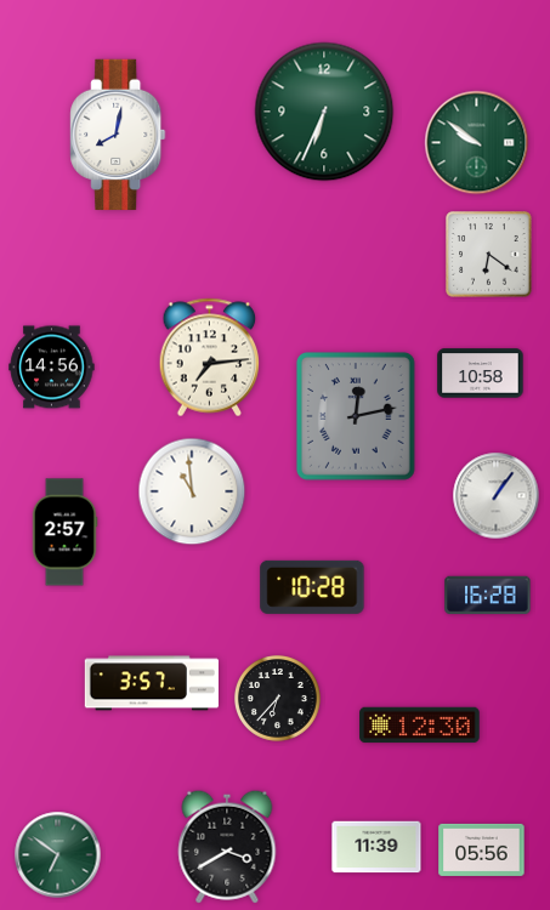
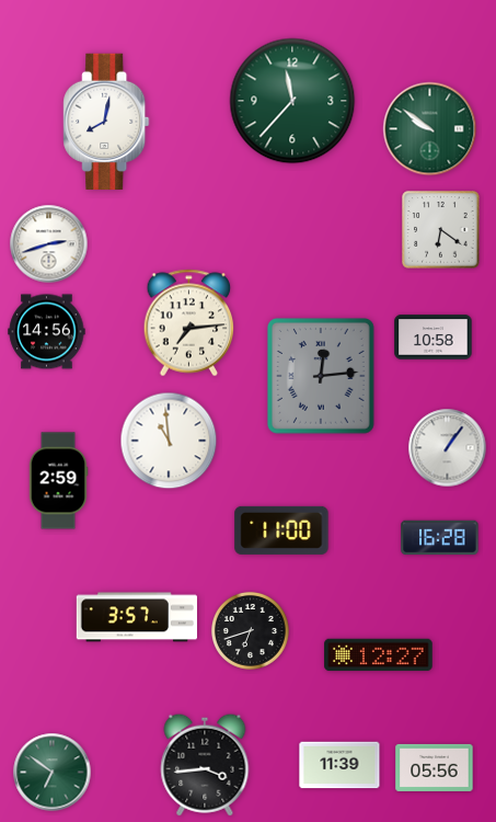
clock at (324, 112): 6:34 -> 11:37
clock at (49, 244): none -> 2:42
clock at (356, 417): 12:13 -> 12:14
clock at (192, 491) position: (192, 491) -> (169, 441)
clock at (64, 533): 2:57 -> 2:59
clock at (312, 587): 10:28 -> 11:00
clock at (277, 698): 6:37 -> 6:42
clock at (420, 726): 12:30 -> 12:27
clock at (227, 847): 3:40 -> 3:44
